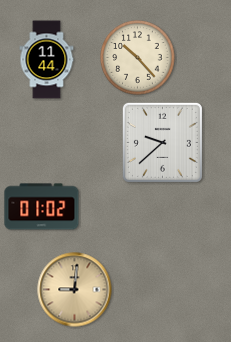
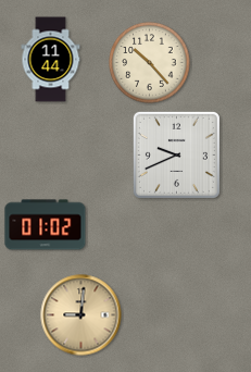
clock at (47, 60) position: (47, 60) -> (51, 60)
clock at (162, 142): 9:38 -> 9:41
